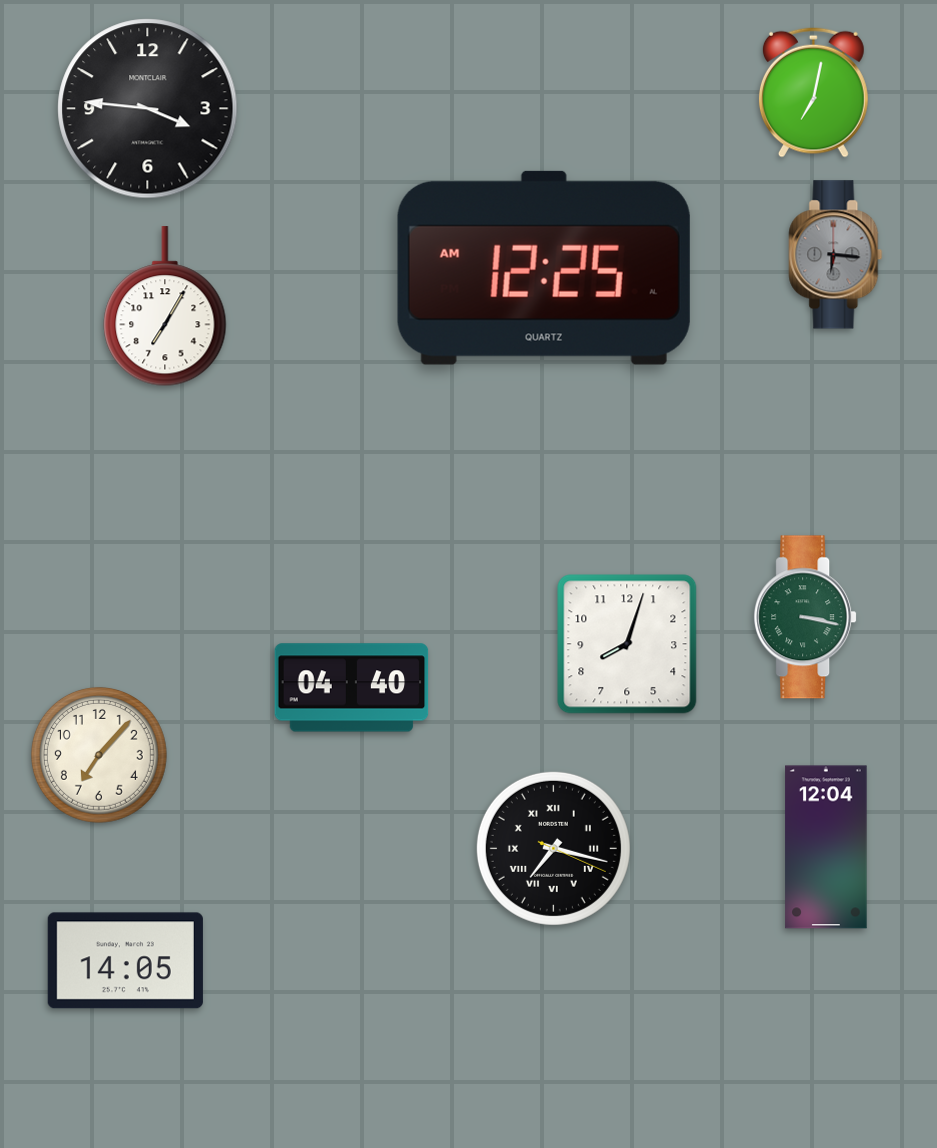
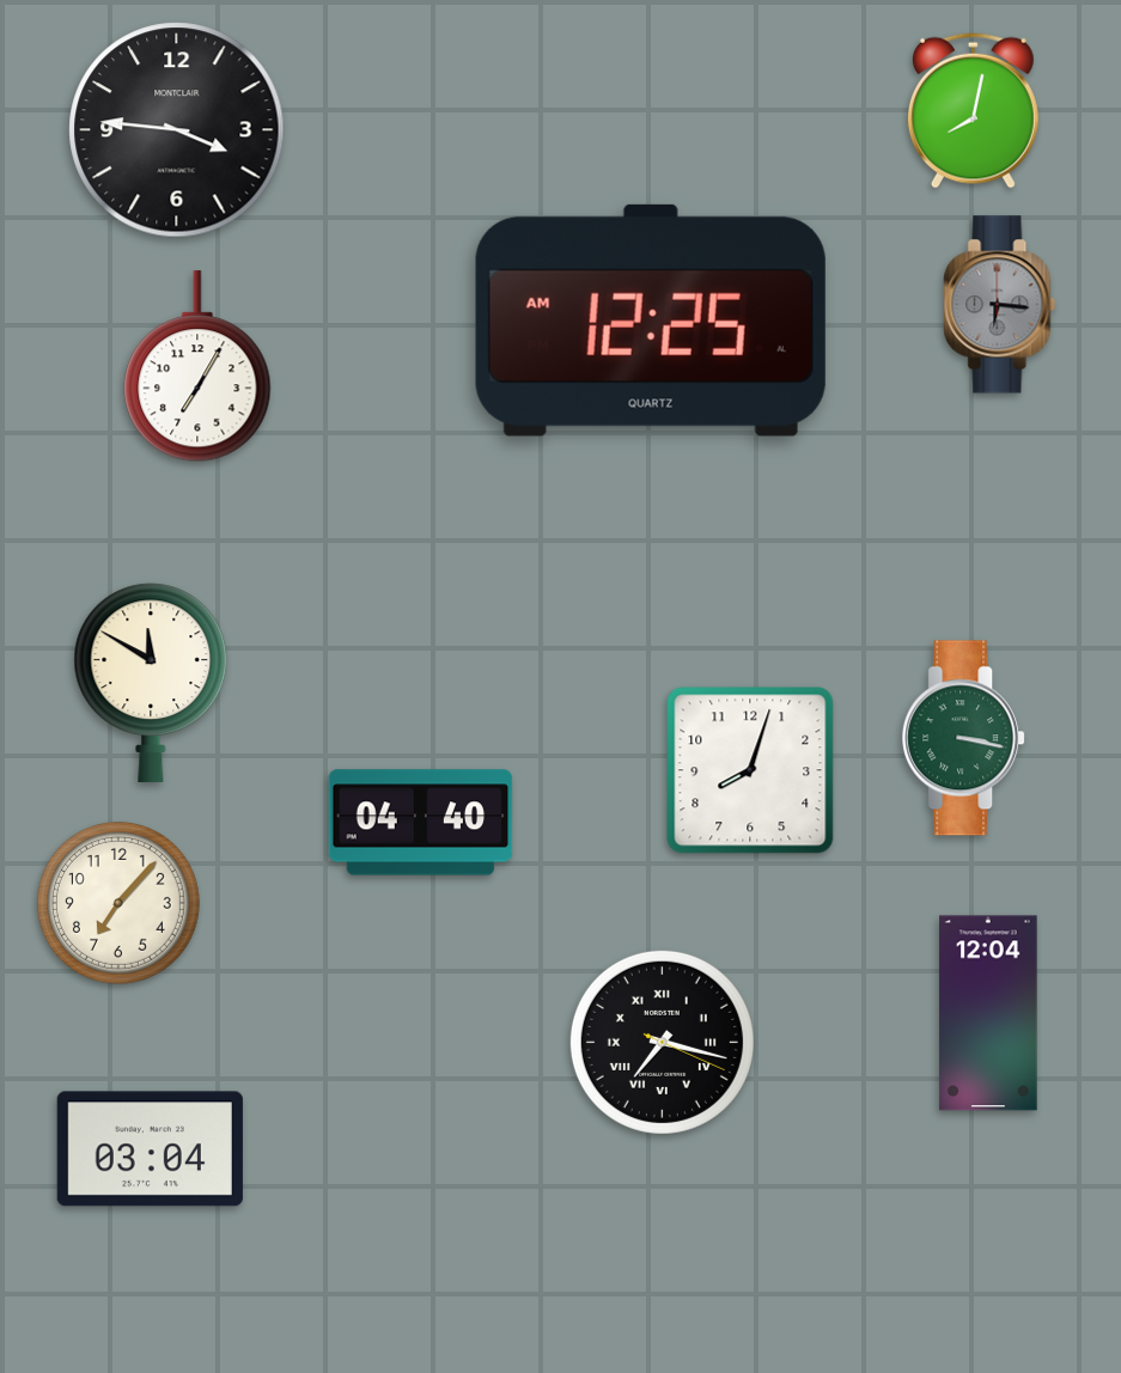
clock at (813, 92): 7:02 -> 8:02
clock at (151, 682): none -> 11:50
clock at (553, 848) position: (553, 848) -> (662, 1042)
clock at (125, 961): 14:05 -> 03:04
